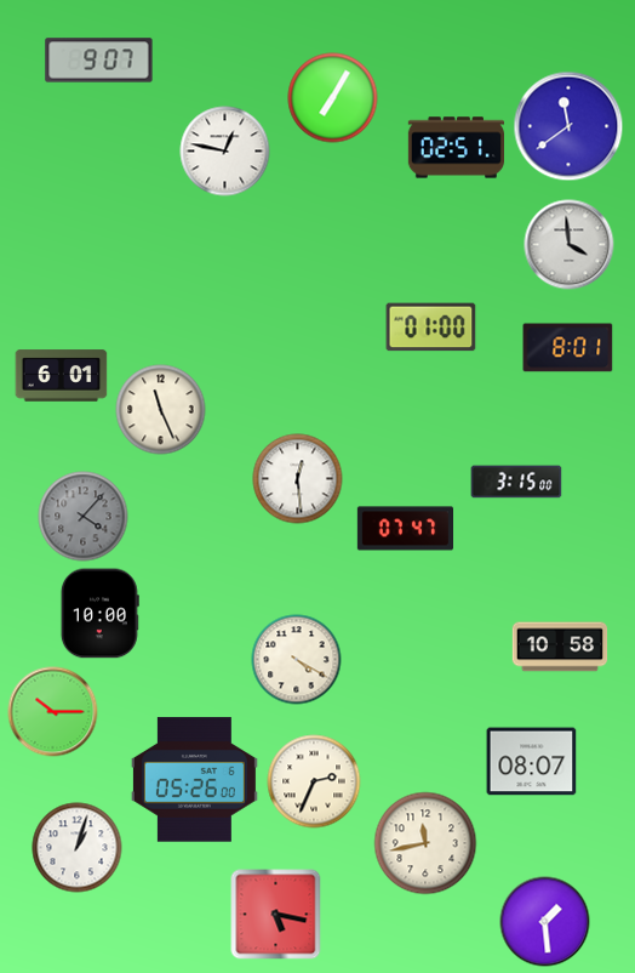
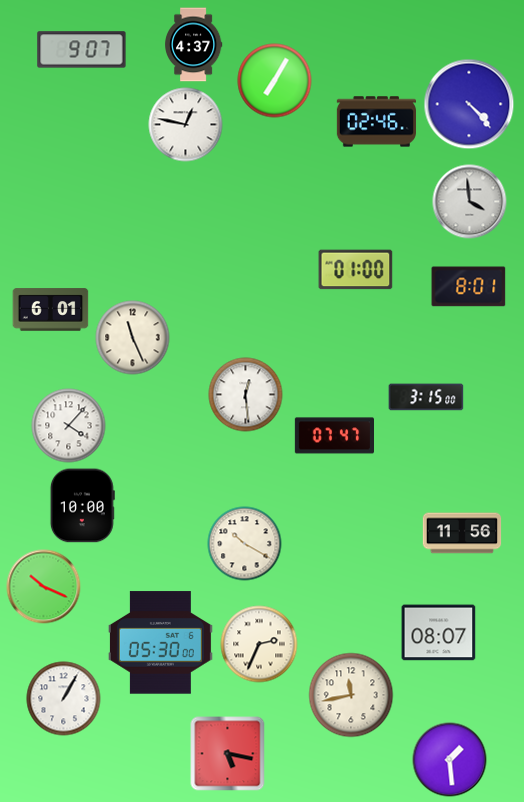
clock at (194, 45): none -> 4:37
clock at (568, 126): 11:39 -> 4:23
clock at (456, 148): 02:51 -> 02:46
clock at (84, 517) dial: grey -> white
clock at (560, 647): 10:58 -> 11:56
clock at (297, 660): 4:20 -> 10:20
clock at (53, 712): 10:15 -> 10:19
clock at (532, 762) position: (532, 762) -> (439, 633)
clock at (194, 780): 05:26 -> 05:30
clock at (78, 848): 1:03 -> 1:05
